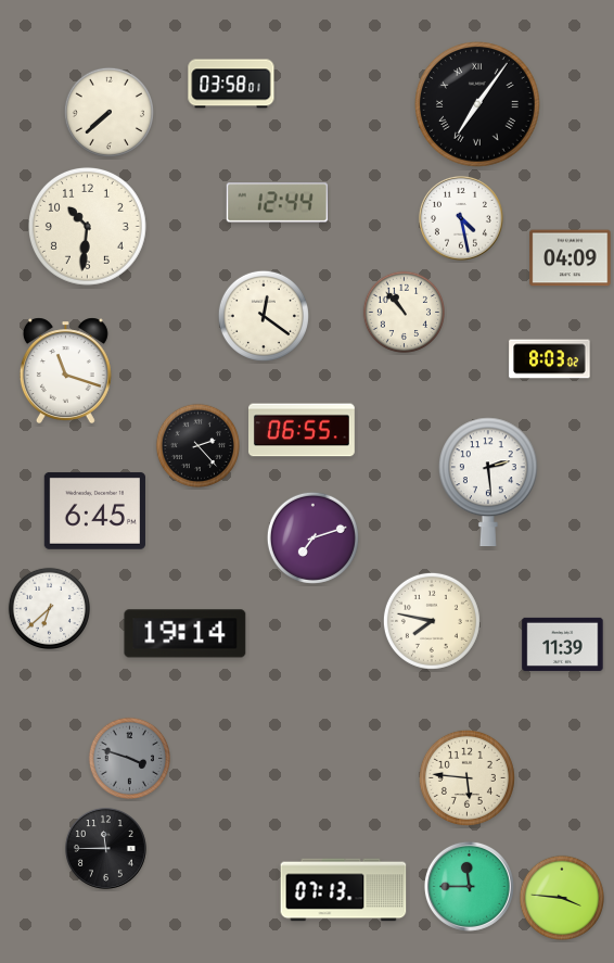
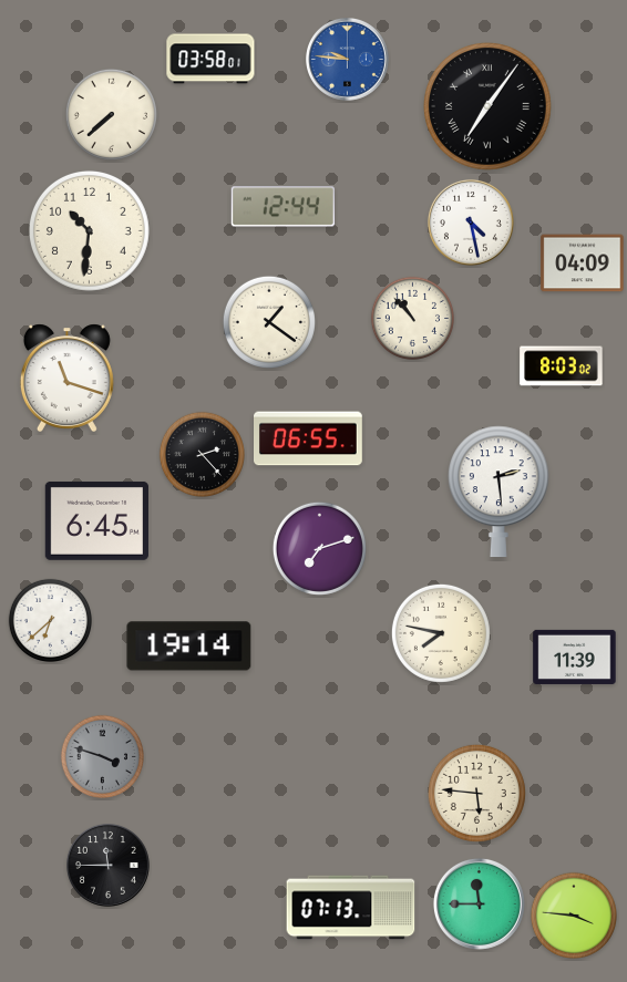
clock at (348, 60): none -> 9:46
clock at (231, 84) position: (231, 84) -> (210, 59)
clock at (264, 316): 12:21 -> 1:21
clock at (129, 758) position: (129, 758) -> (102, 756)
